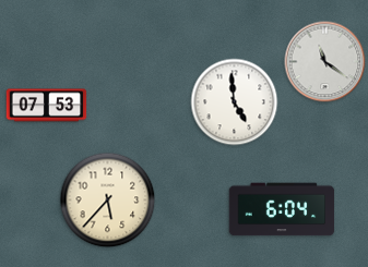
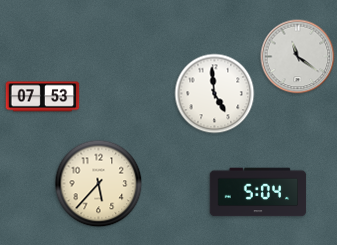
clock at (282, 209): 6:04 -> 5:04
